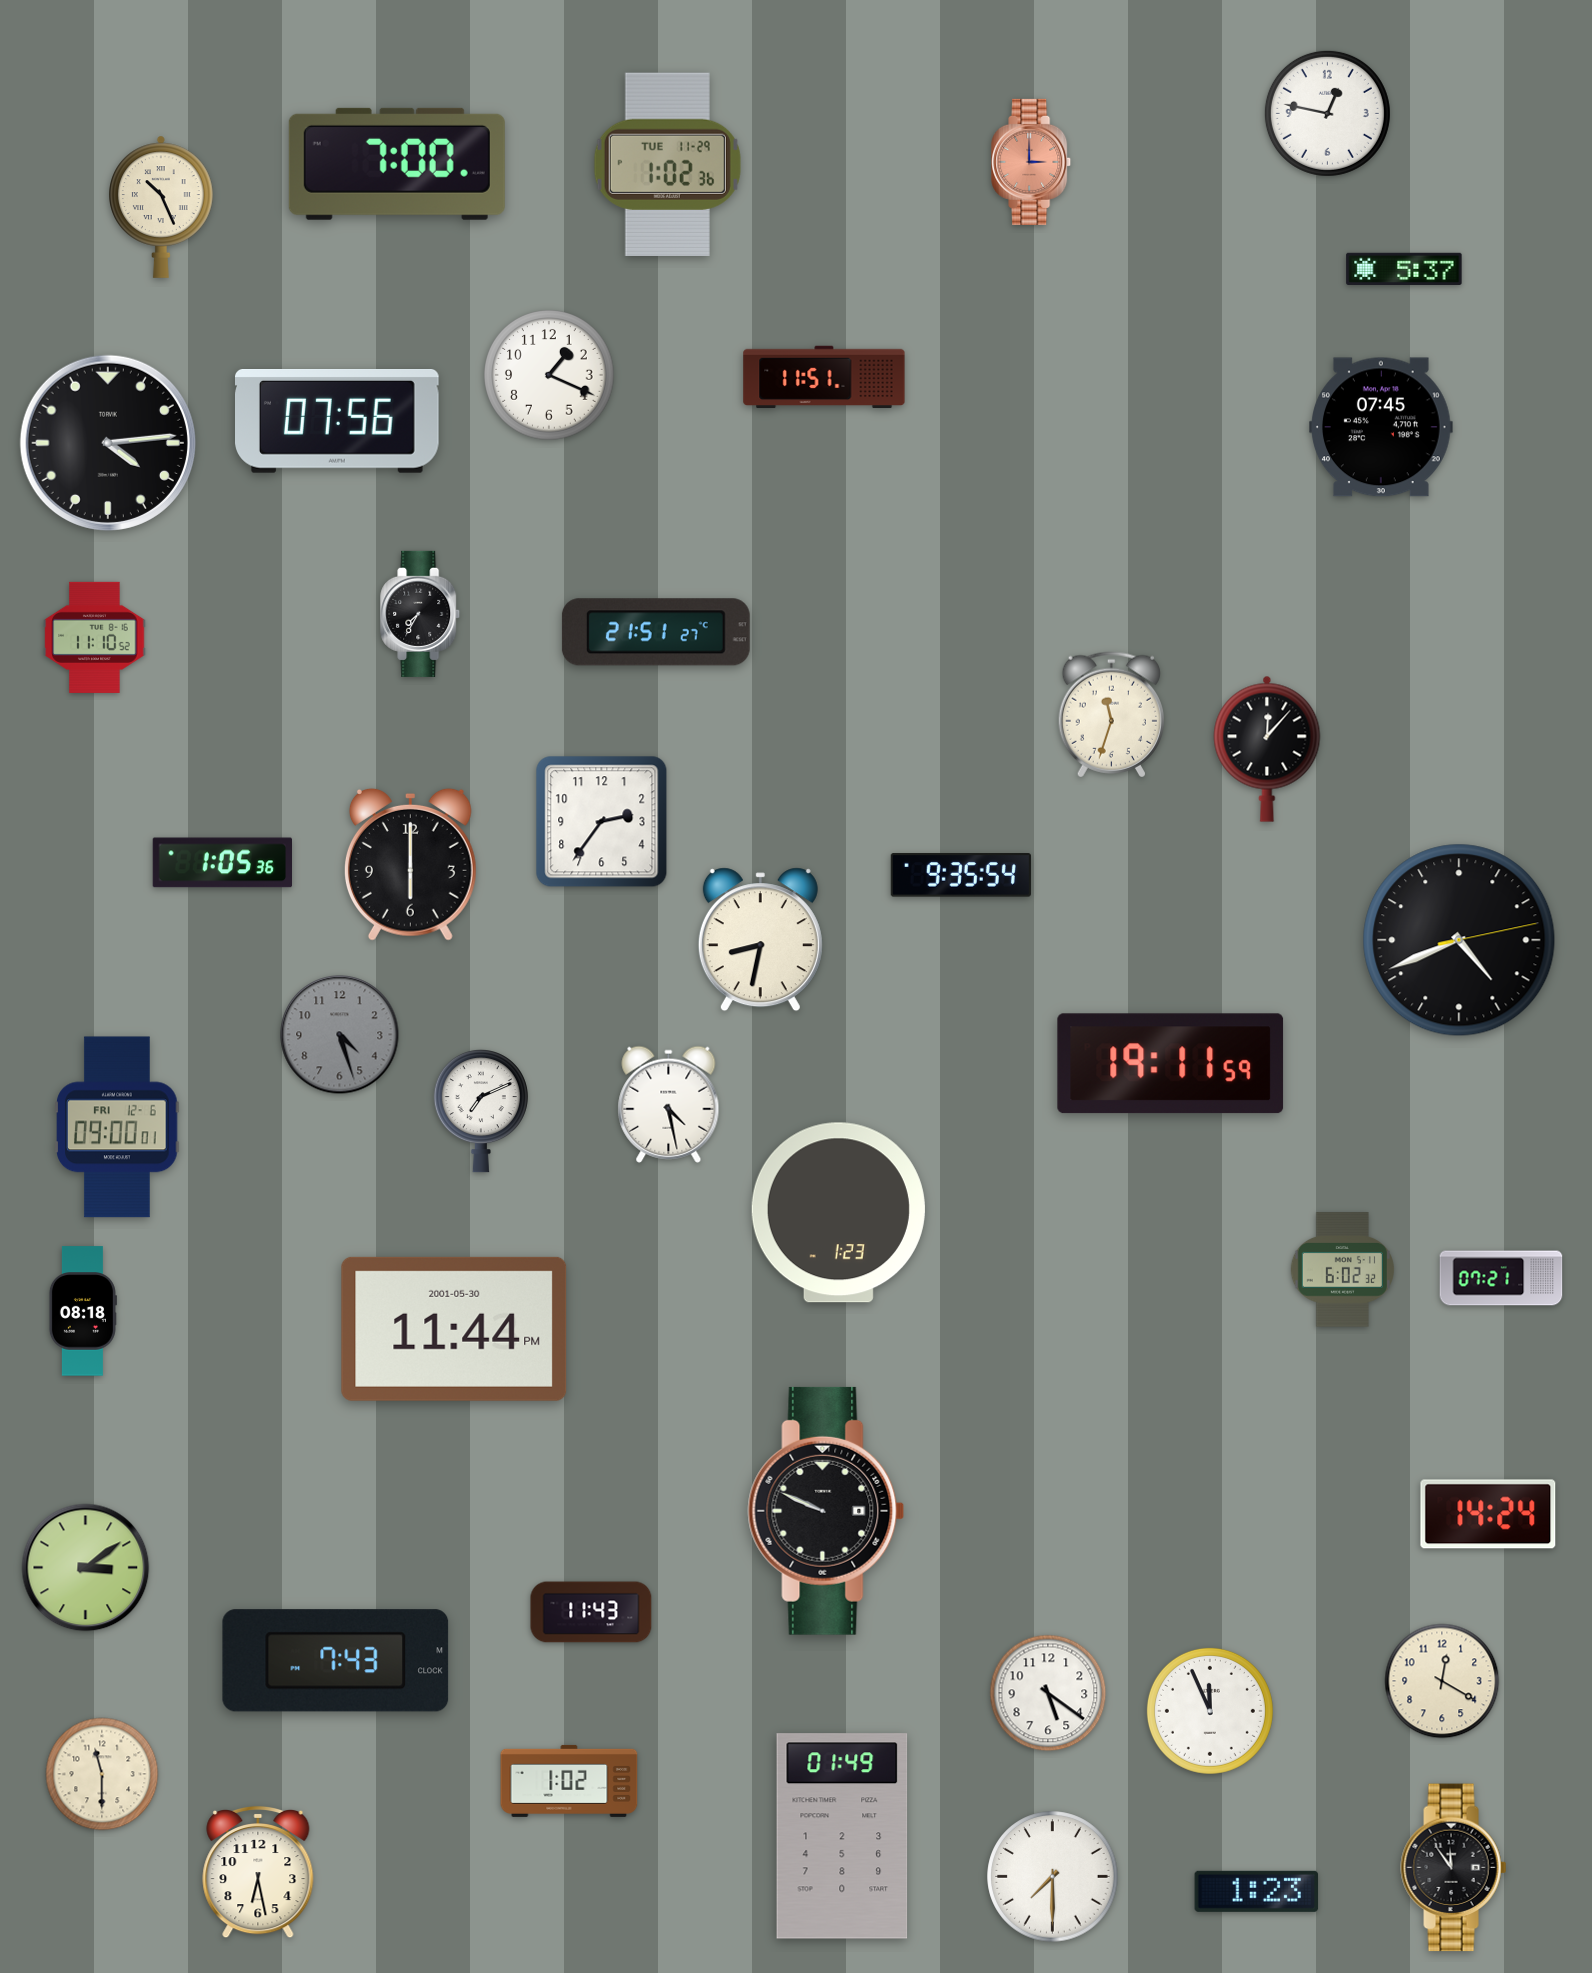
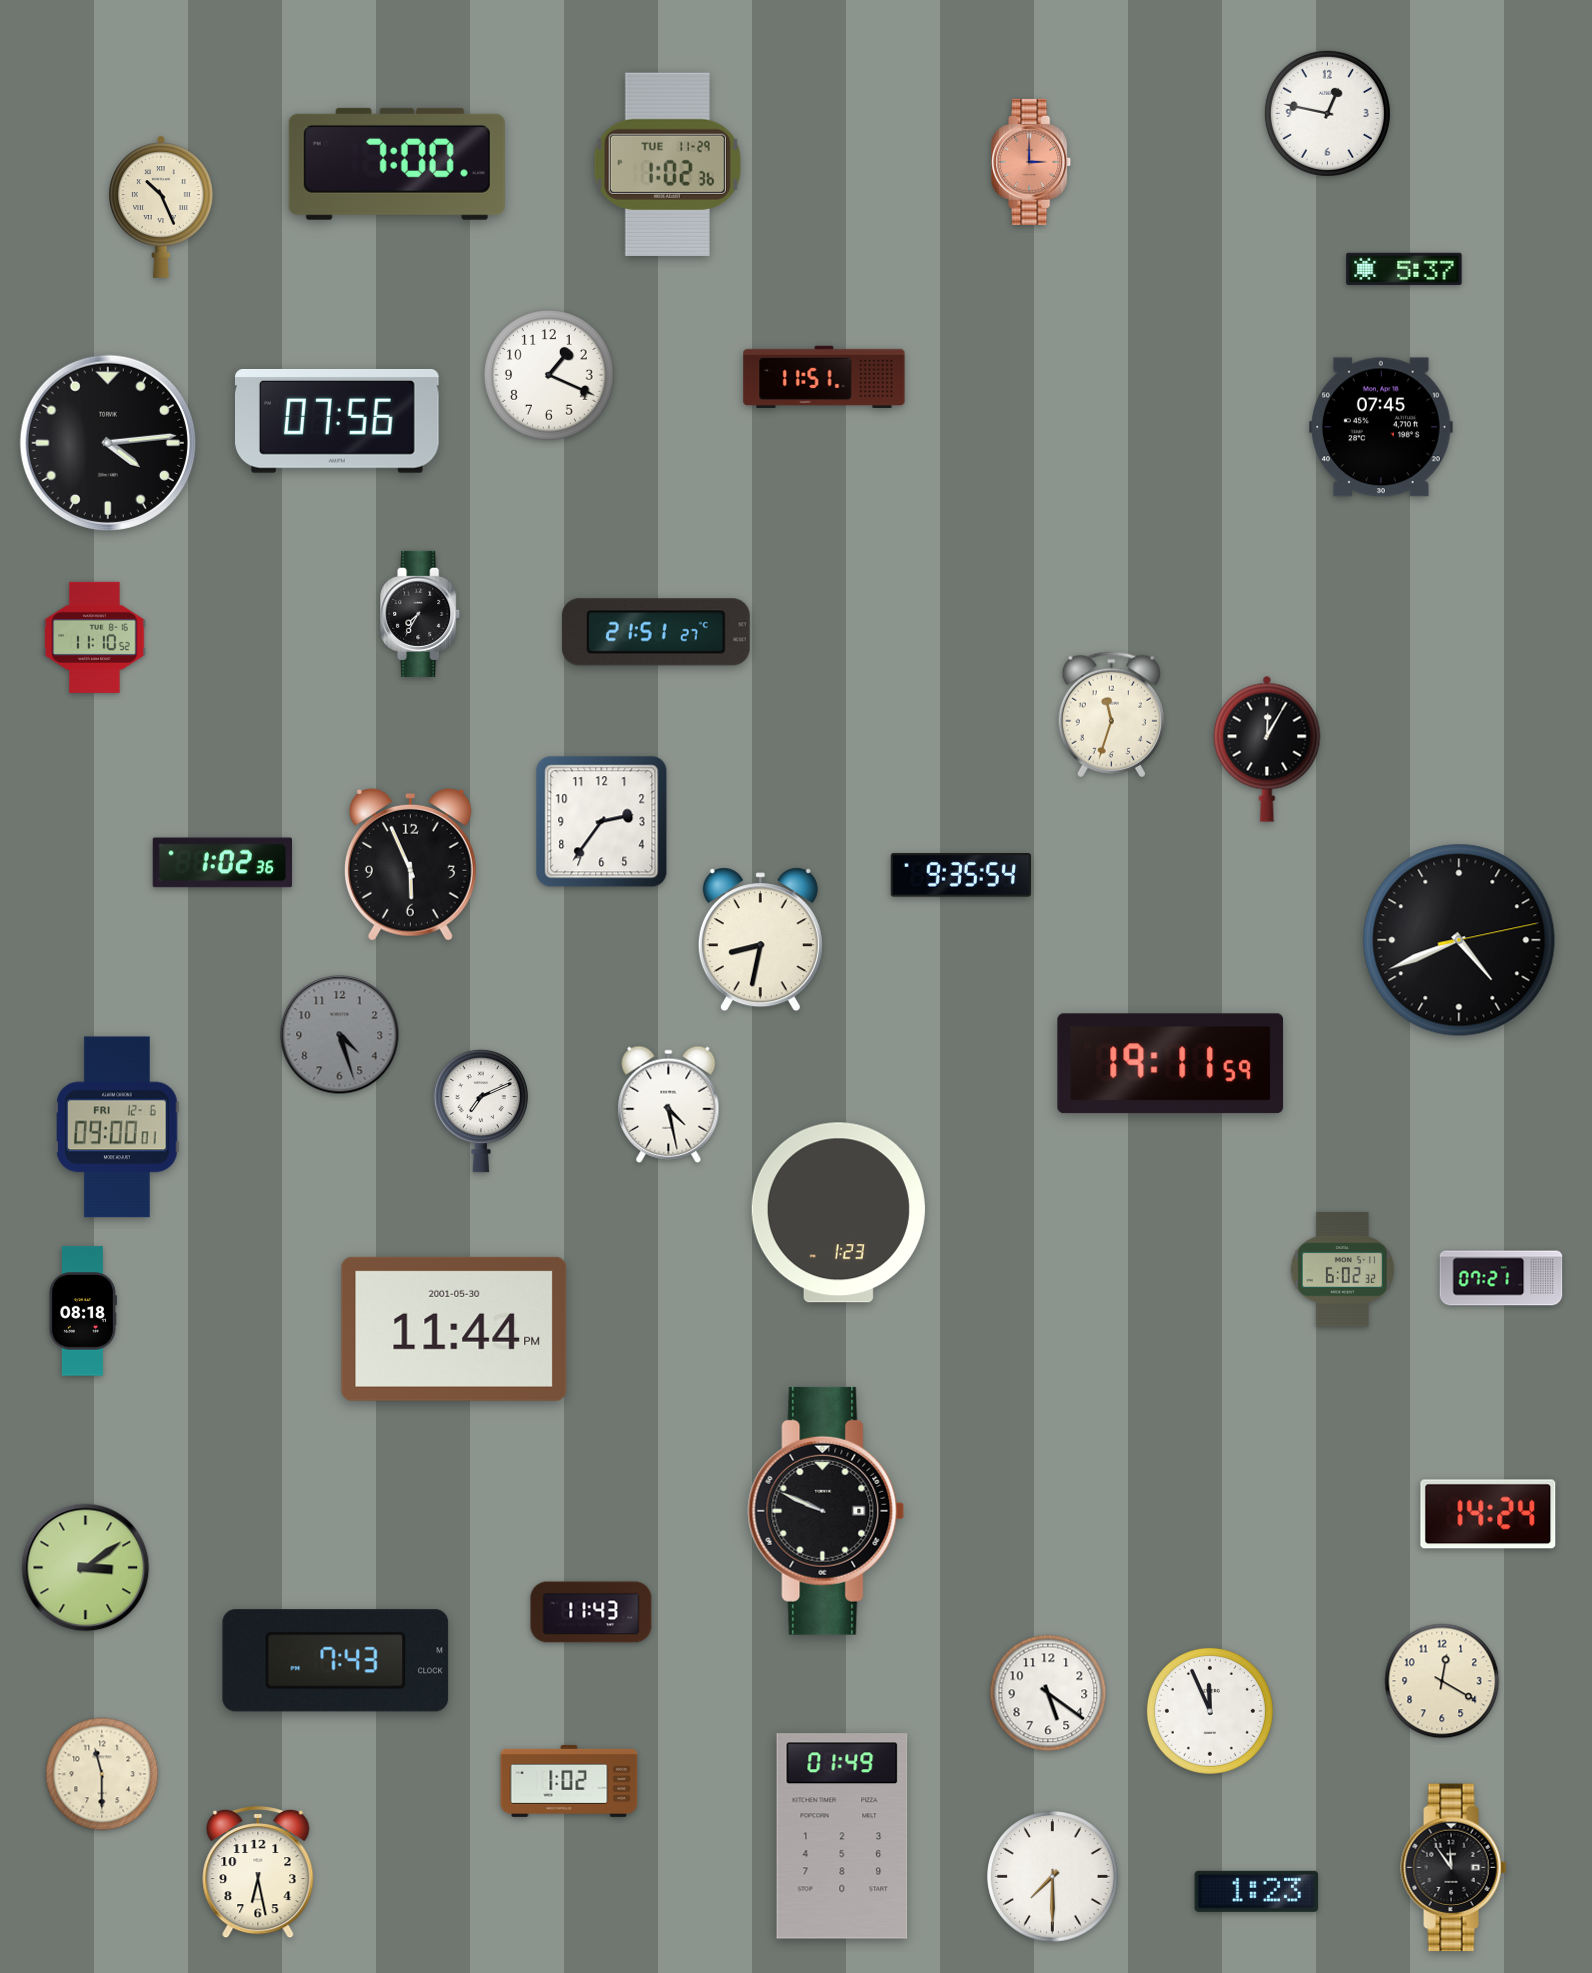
clock at (1267, 749): 12:07 -> 12:05
clock at (222, 863): 1:05 -> 1:02
clock at (410, 864): 6:00 -> 5:56
